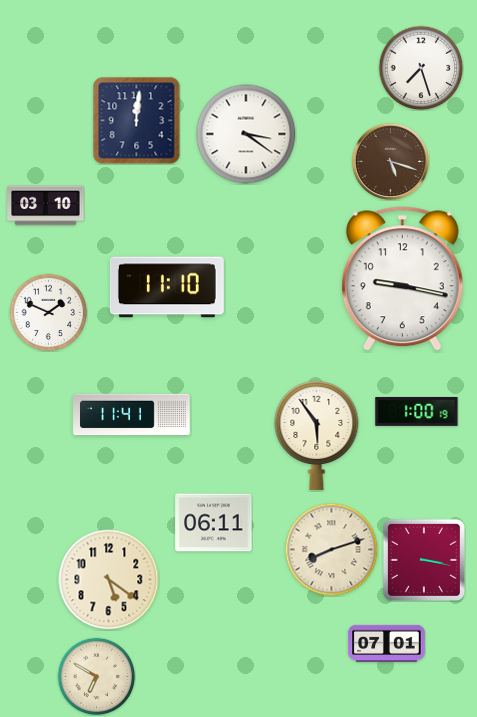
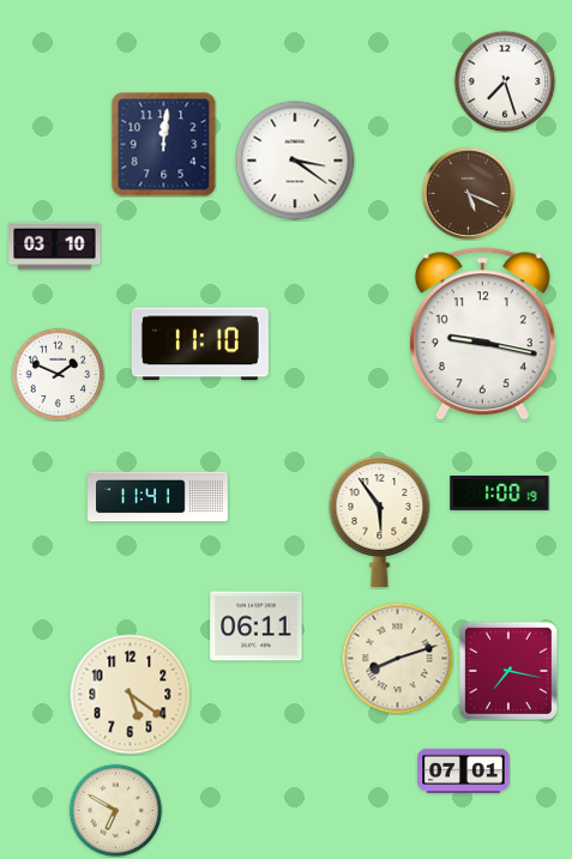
clock at (390, 161): 5:18 -> 5:19
clock at (424, 560): 3:17 -> 7:17
